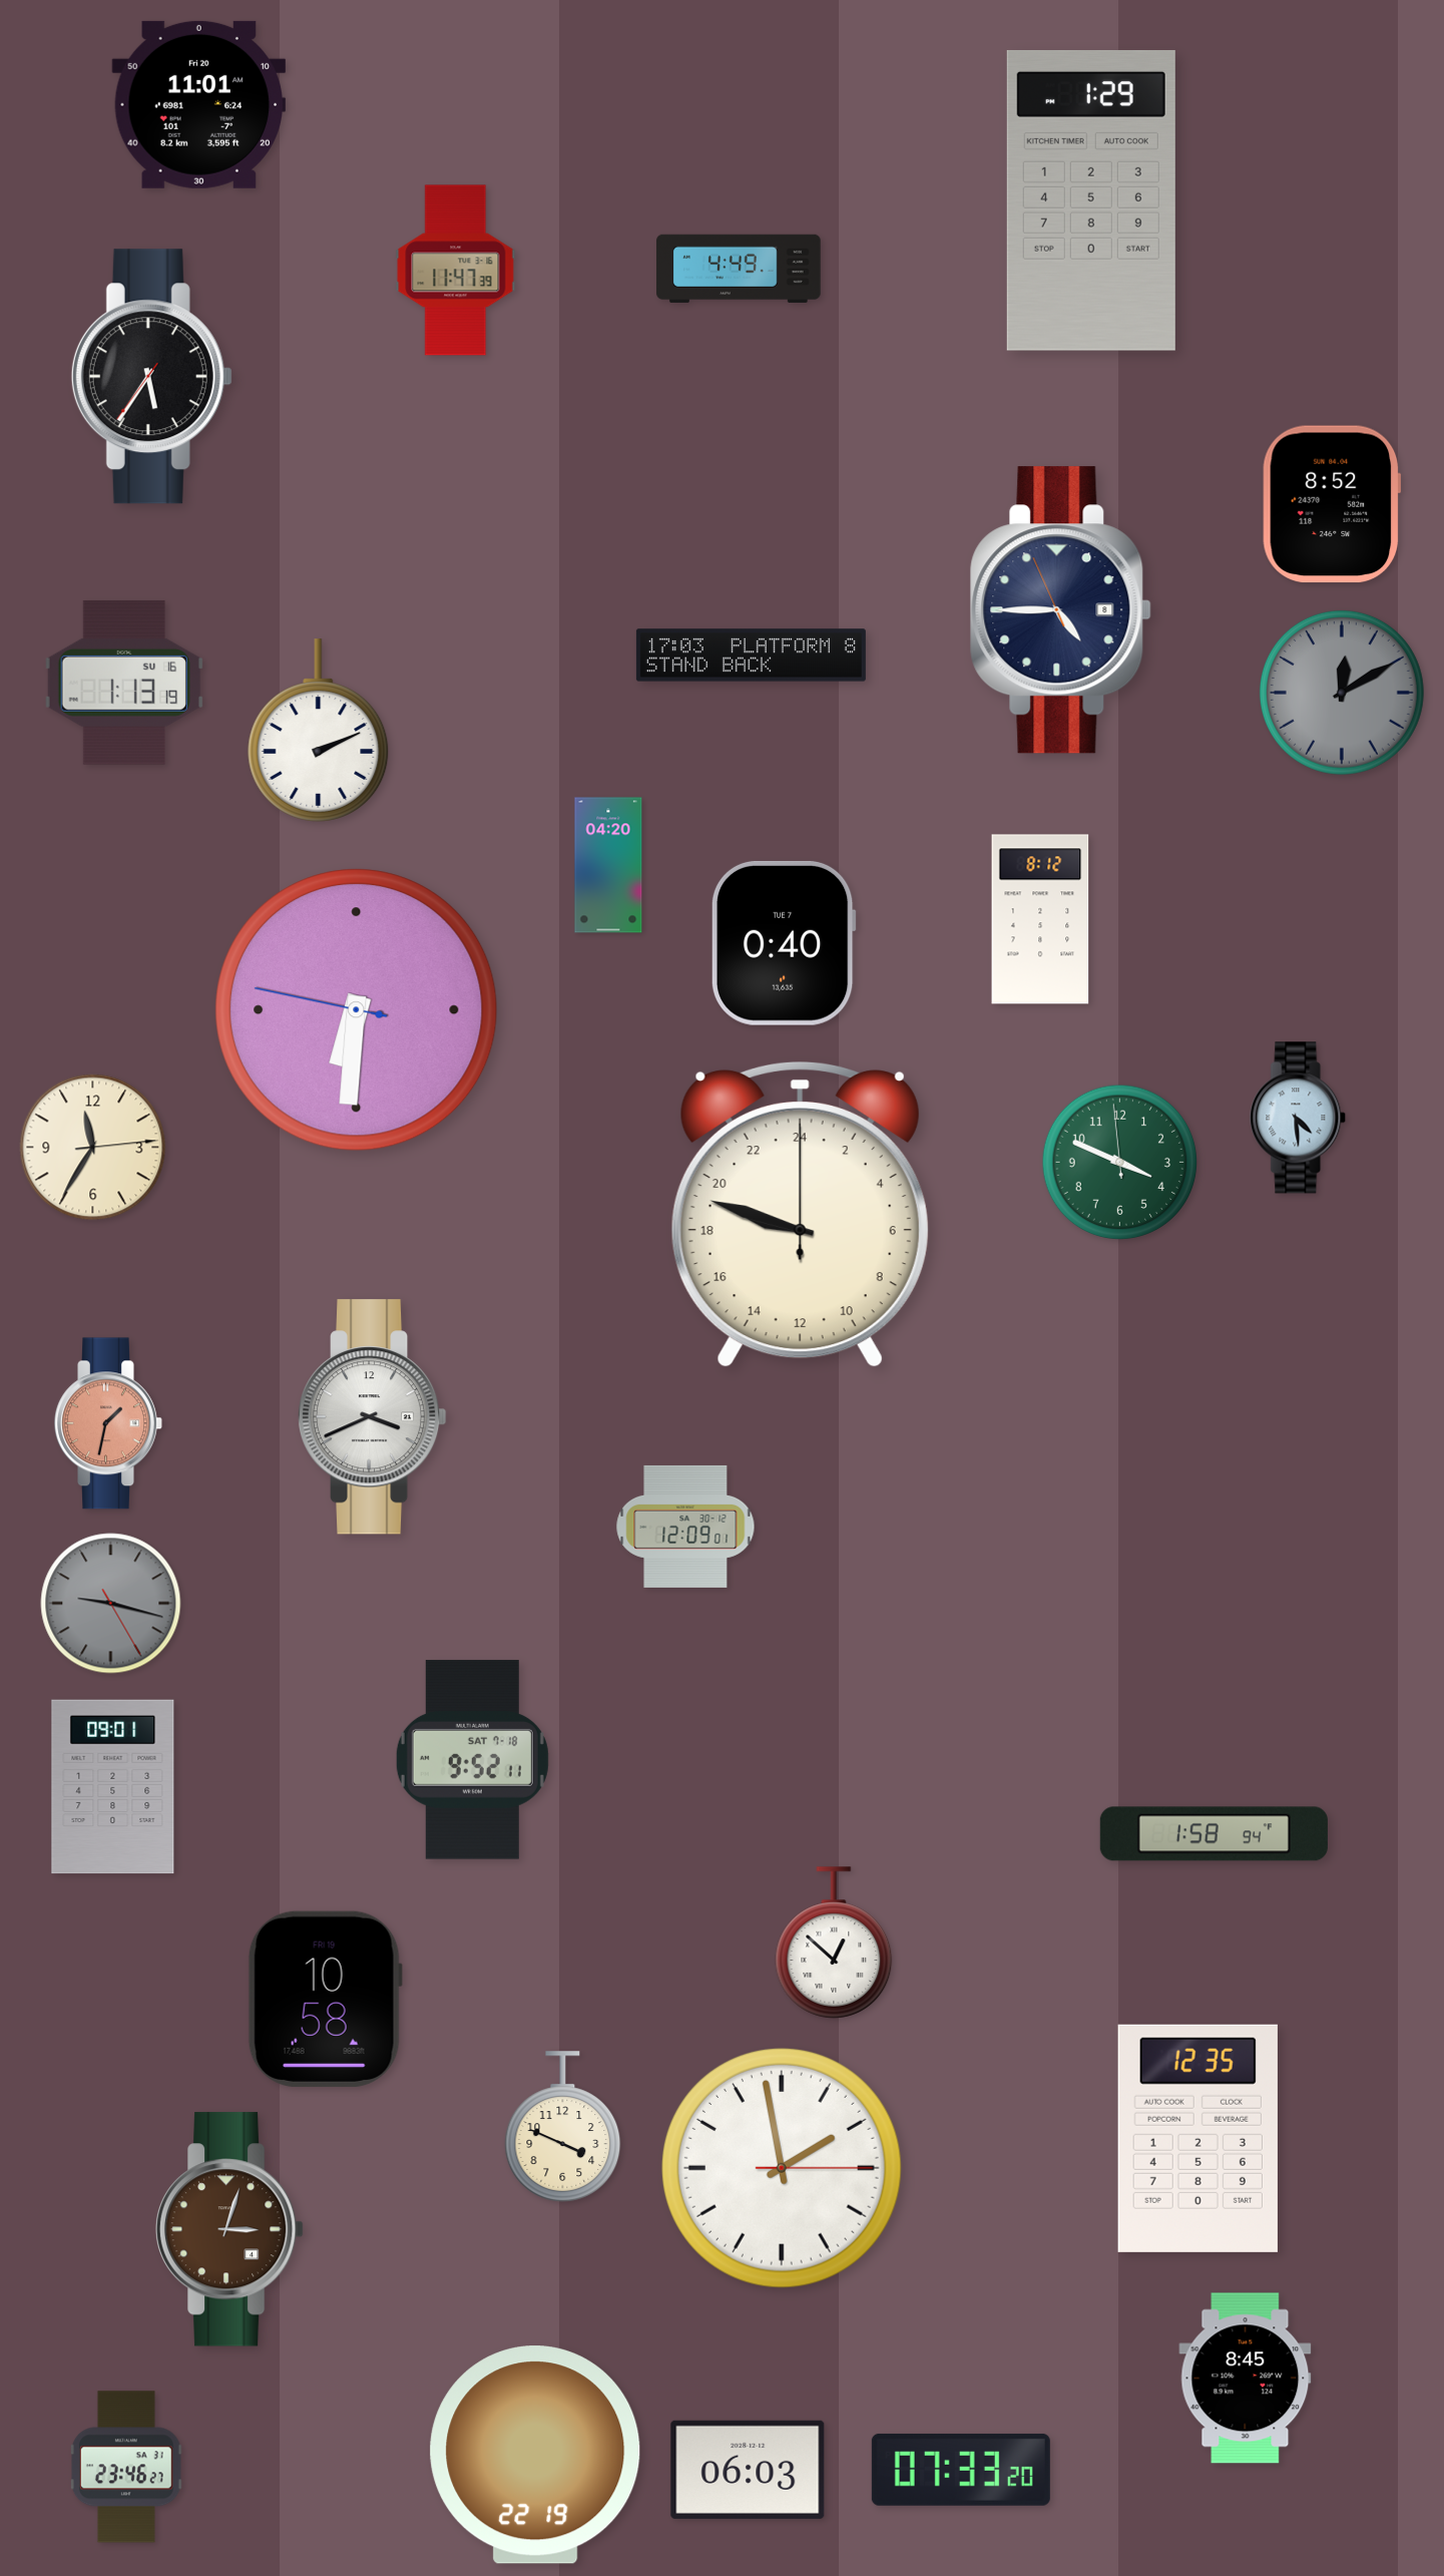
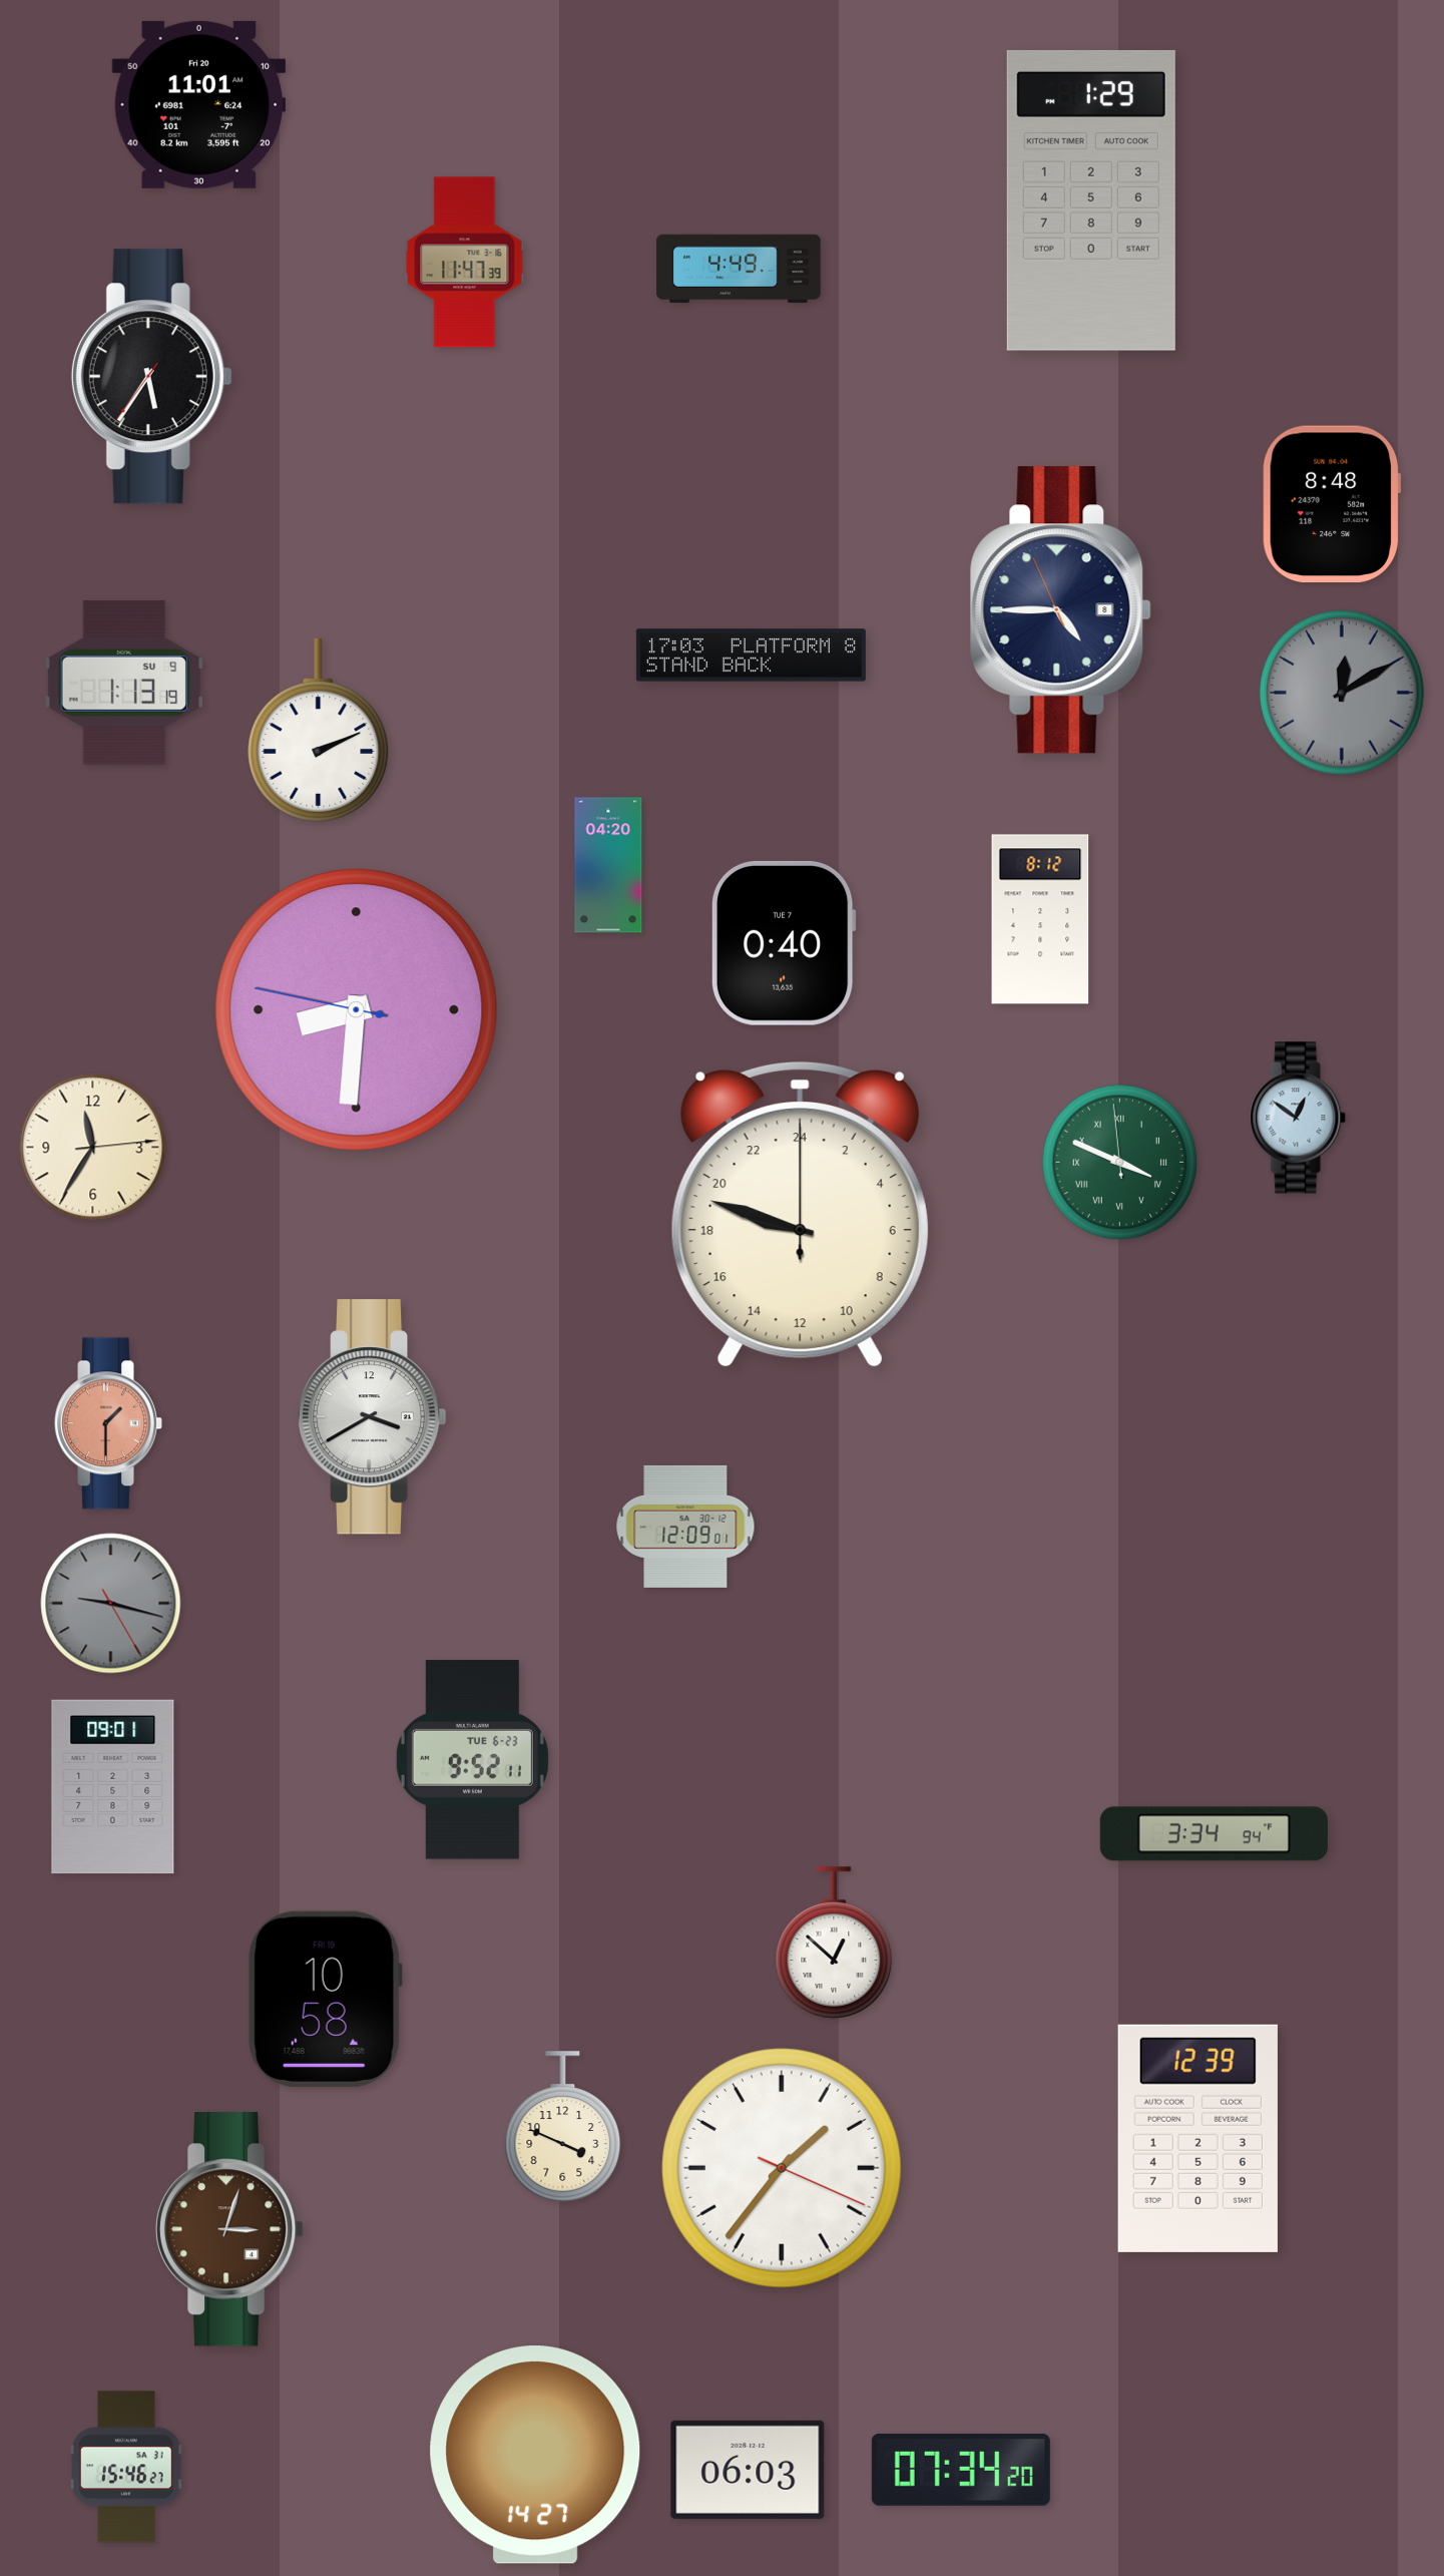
clock at (456, 271) position: (456, 271) -> (465, 263)
clock at (1332, 504): 8:52 -> 8:48
clock at (124, 683) date: SU 16 -> SU 9
clock at (357, 1010): 6:30 -> 8:30
clock at (1299, 1118): 4:29 -> 12:51
clock at (1120, 1163) numerals: Arabic -> Roman
clock at (372, 1417): 3:41 -> 3:40
clock at (108, 1423): 1:32 -> 1:30
clock at (472, 1760) date: SAT 7-18 -> TUE 6-23
clock at (1214, 1834): 1:58 -> 3:34
clock at (1197, 2138): 12:35 -> 12:39
clock at (782, 2168): 1:58 -> 1:36
clock at (1246, 2379): 8:45 -> none
clock at (535, 2455): 22:19 -> 14:27
clock at (126, 2467): 23:46 -> 15:46
clock at (961, 2470): 07:33 -> 07:34
